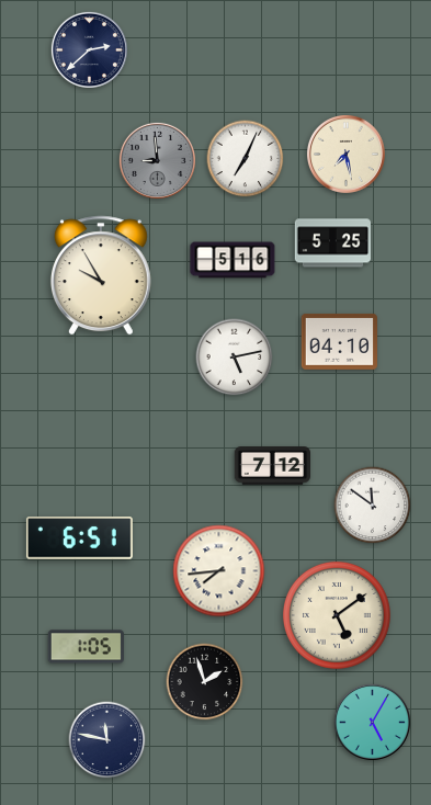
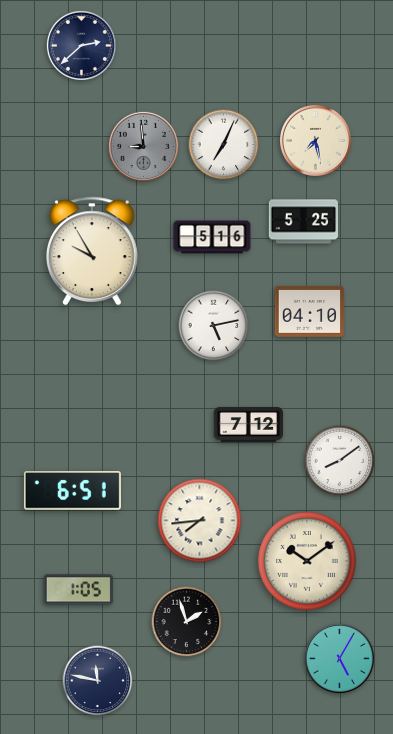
clock at (373, 506): 11:51 -> 8:09
clock at (338, 616): 5:09 -> 10:09
clock at (107, 740) position: (107, 740) -> (98, 681)
